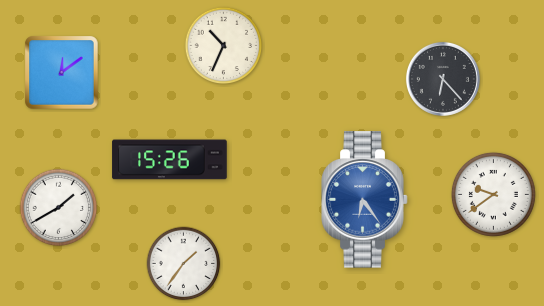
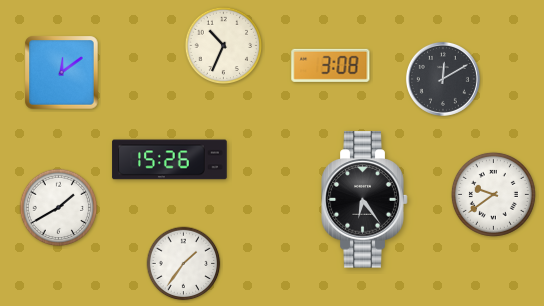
clock at (331, 65): none -> 3:08
clock at (443, 79): 6:23 -> 12:10
clock at (365, 200) dial: blue -> black
